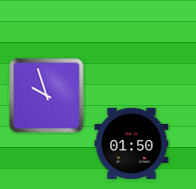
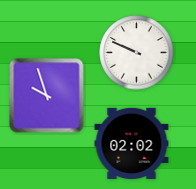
clock at (137, 53): none -> 9:49
clock at (132, 143): 01:50 -> 02:02
